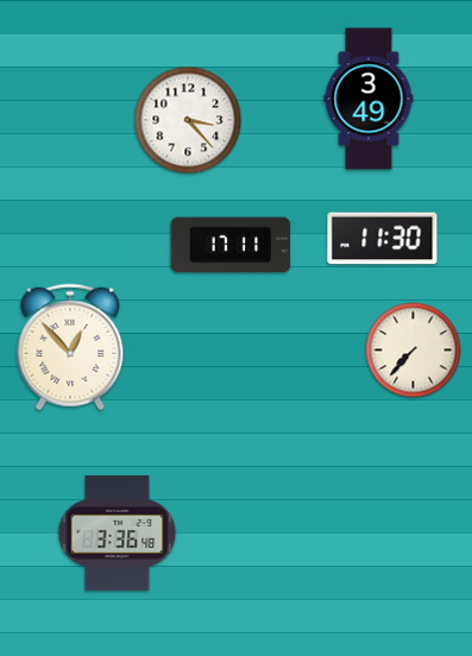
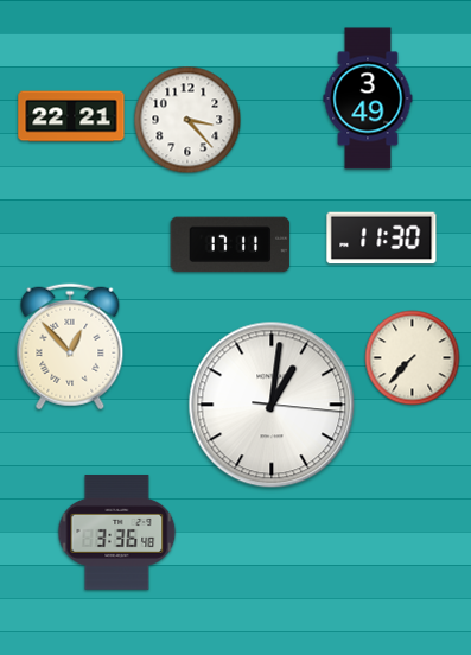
clock at (71, 116): none -> 22:21
clock at (414, 351) position: (414, 351) -> (413, 358)
clock at (272, 405): none -> 1:01
